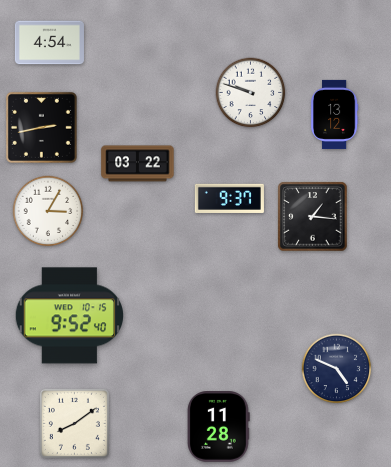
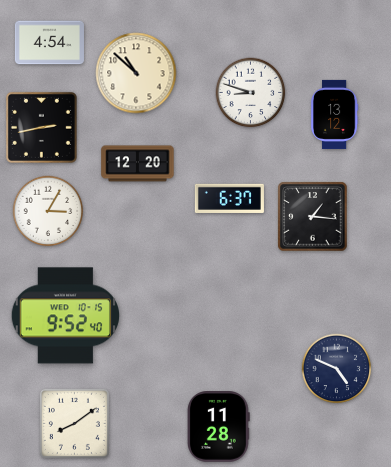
clock at (136, 73): none -> 10:52
clock at (251, 93): 9:48 -> 8:48
clock at (138, 164): 03:22 -> 12:20
clock at (229, 198): 9:37 -> 6:37
clock at (69, 316) position: (69, 316) -> (65, 316)
